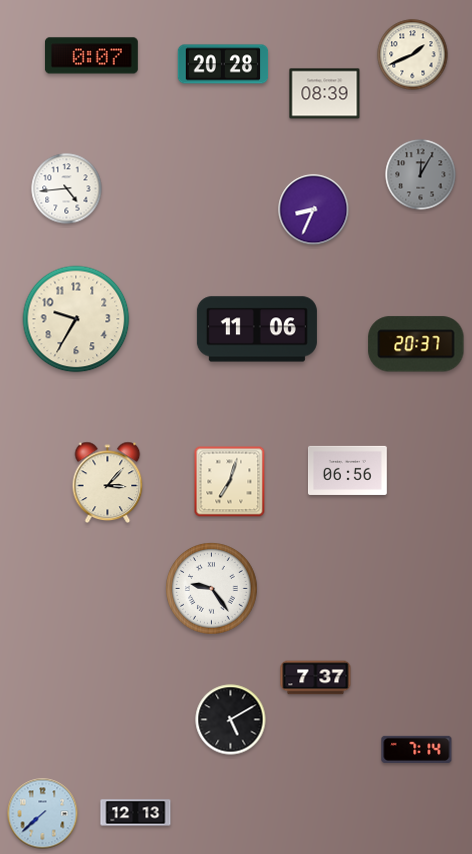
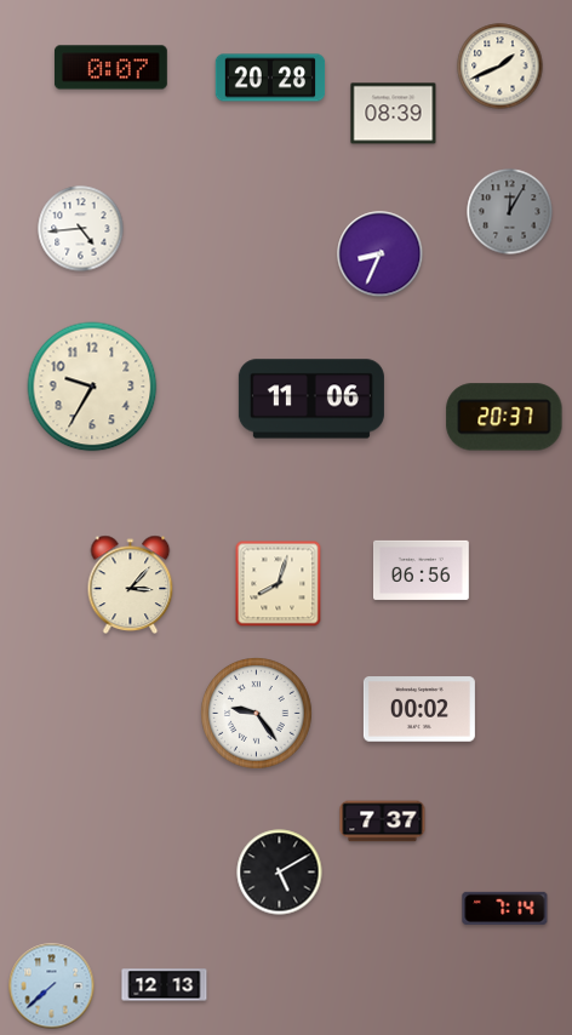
clock at (230, 482): 7:03 -> 8:03
clock at (419, 709): none -> 00:02
